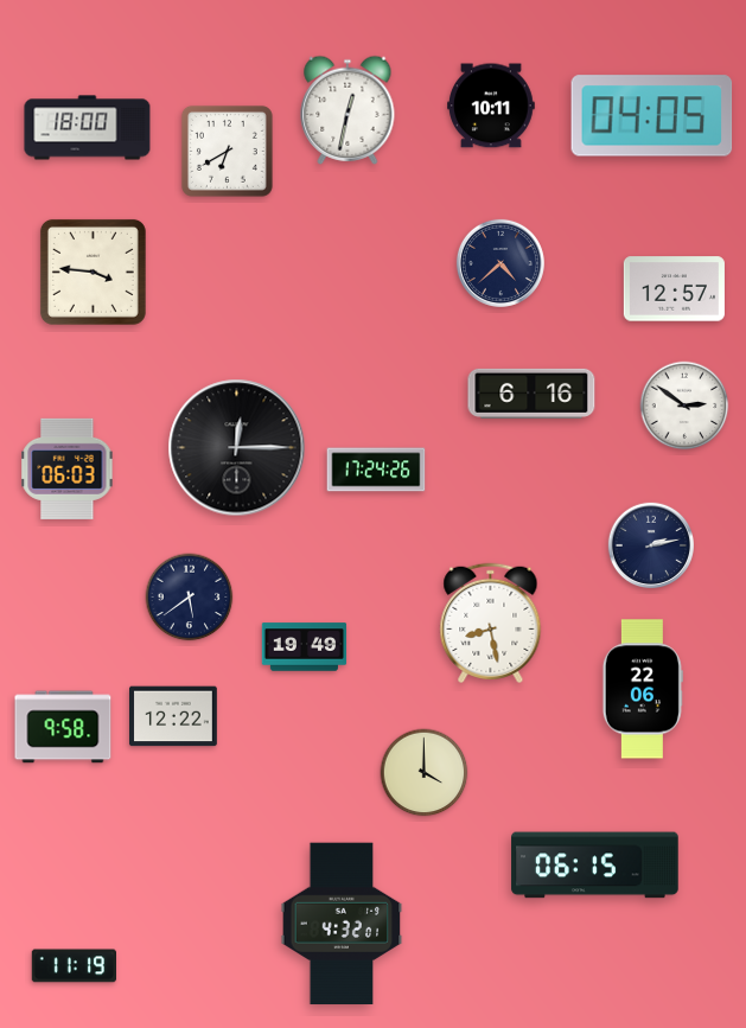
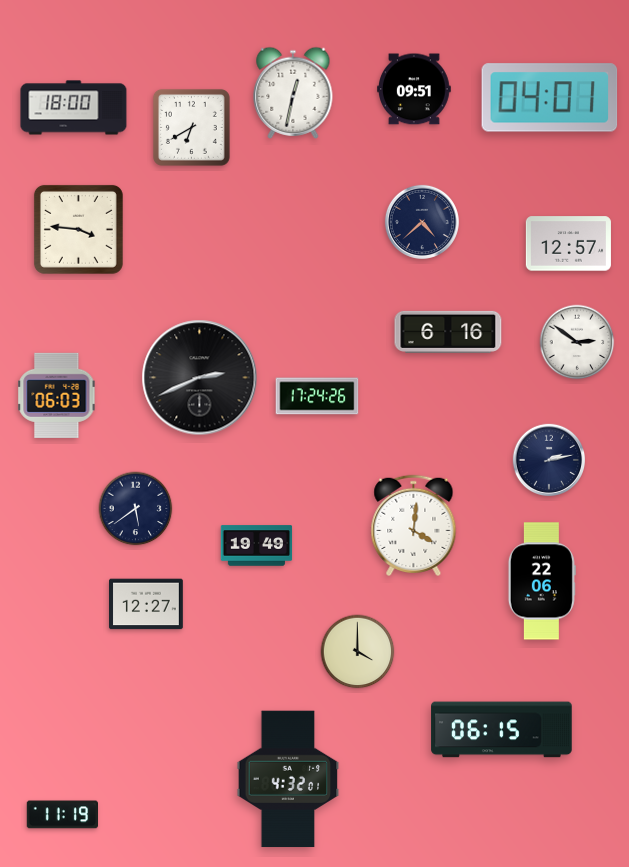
clock at (492, 106): 10:11 -> 09:51
clock at (652, 116): 04:05 -> 04:01
clock at (237, 448): 12:15 -> 2:41
clock at (190, 598) position: (190, 598) -> (136, 509)
clock at (491, 622): 8:28 -> 4:01
clock at (174, 716): 12:22 -> 12:27
clock at (63, 727): 9:58 -> none
